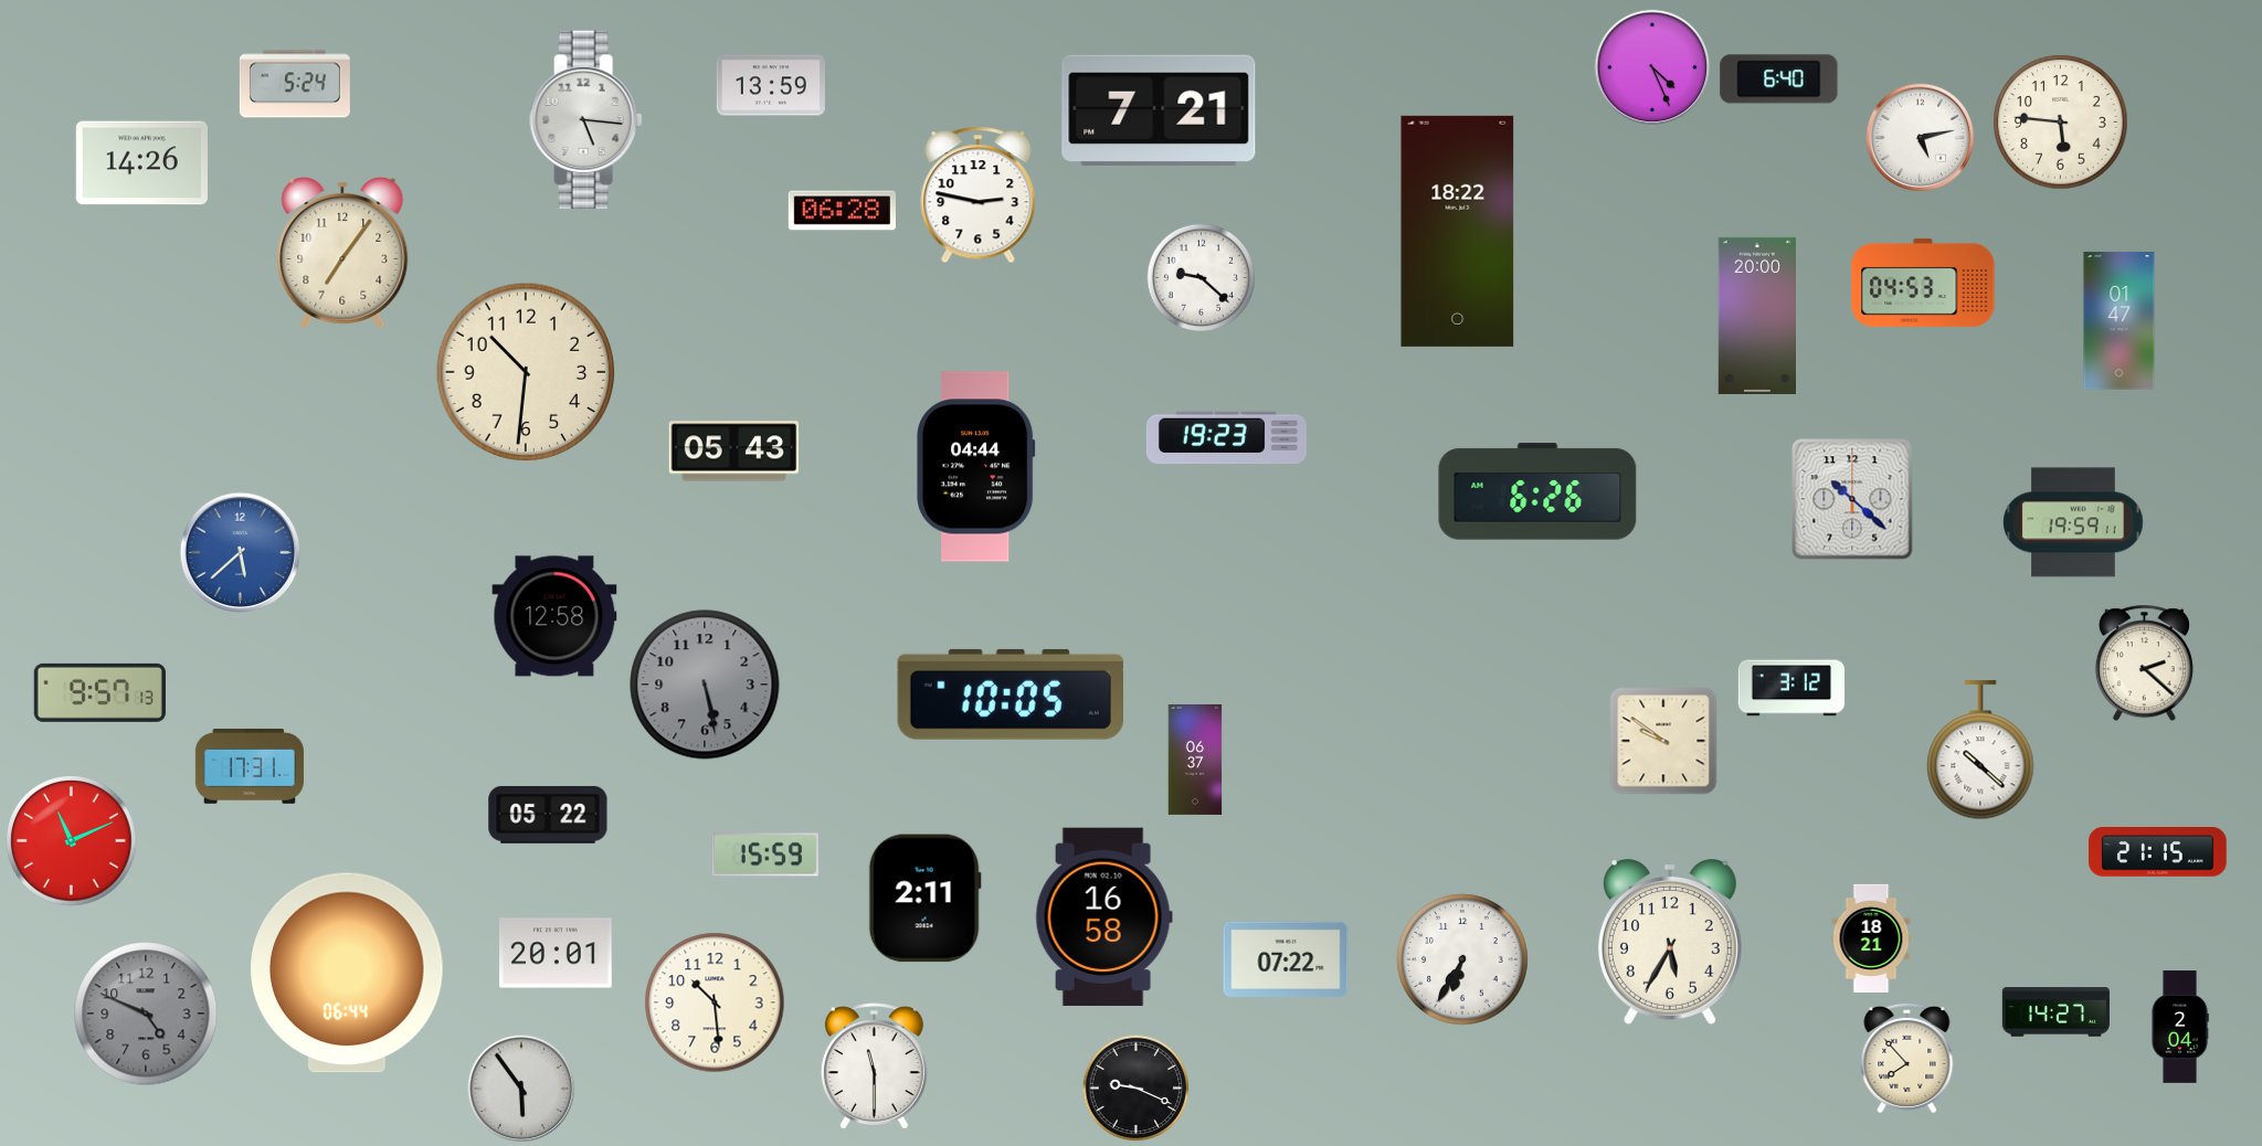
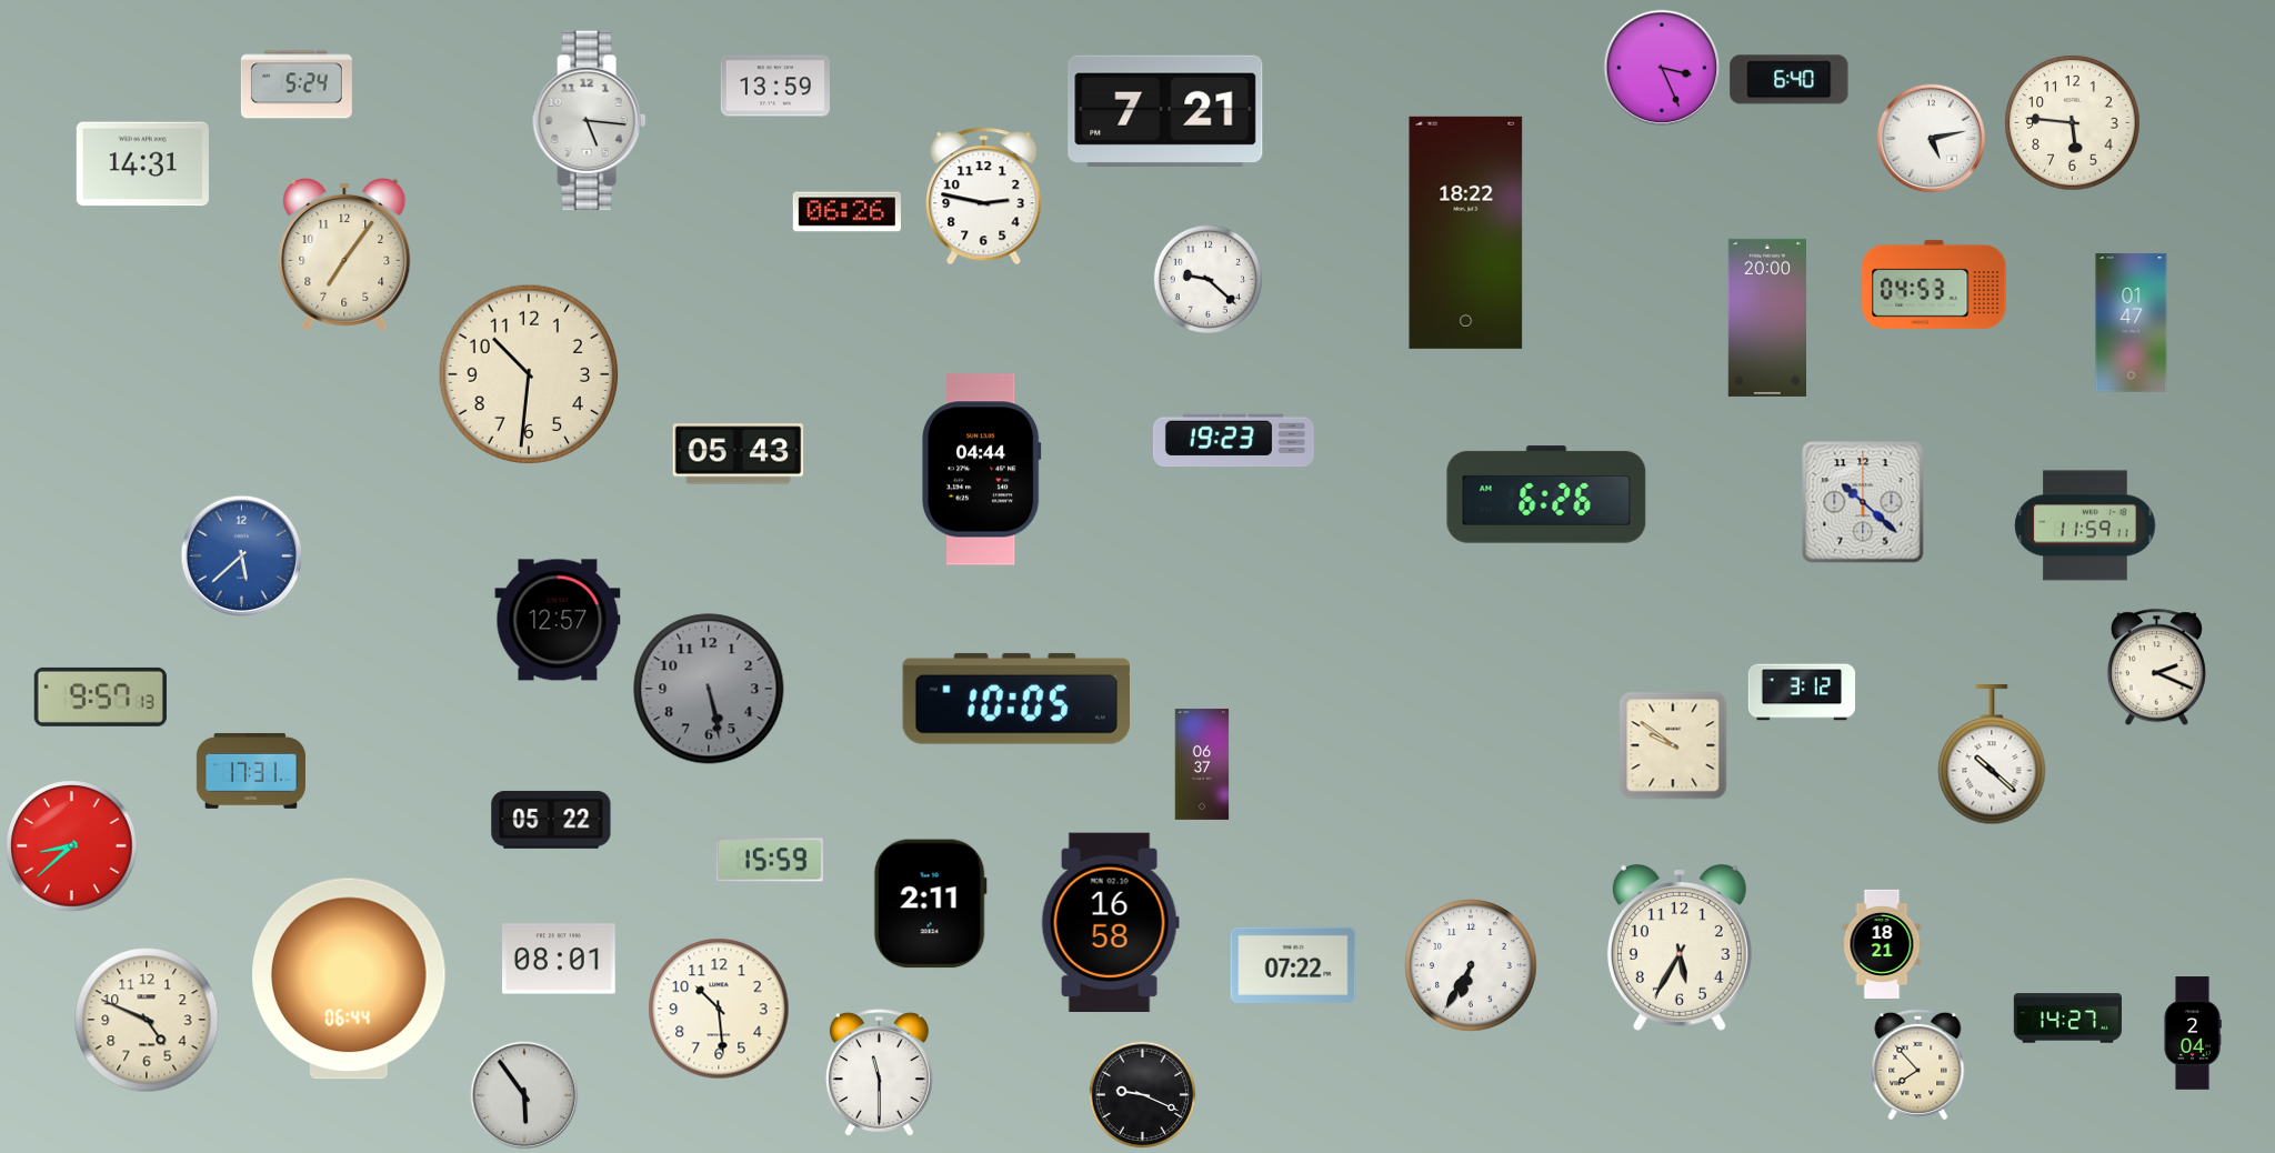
clock at (1652, 67): 4:26 -> 3:26
clock at (141, 163): 14:26 -> 14:31
clock at (842, 211): 06:28 -> 06:26
clock at (2073, 522): 19:59 -> 11:59
clock at (554, 616): 12:58 -> 12:57
clock at (2144, 664): 2:22 -> 2:19
clock at (72, 841): 11:11 -> 8:38
clock at (2158, 852): 21:15 -> none
clock at (557, 953): 20:01 -> 08:01
clock at (146, 1014) dial: grey -> cream
